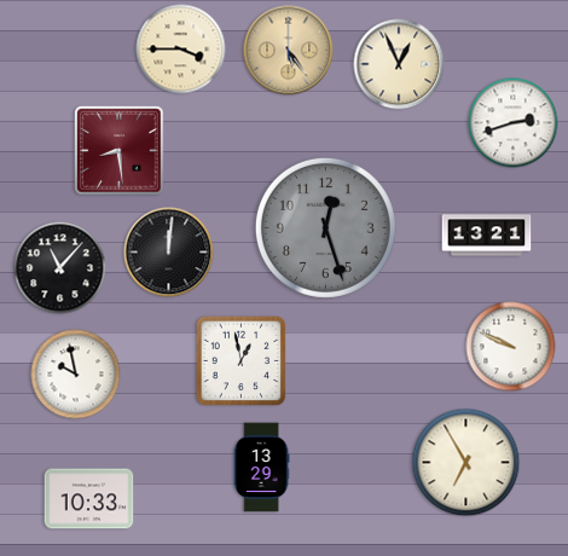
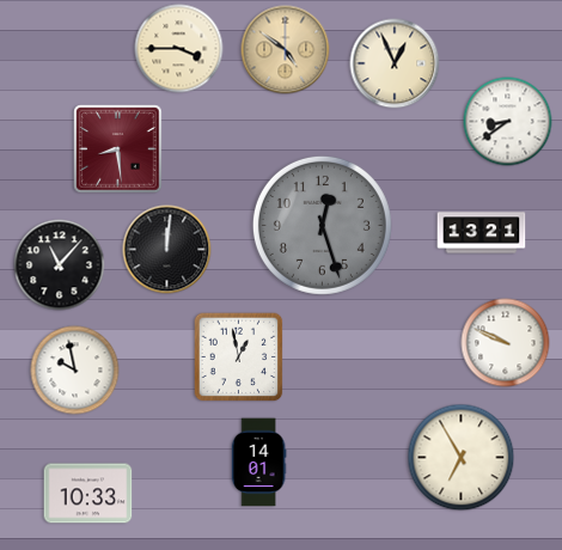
clock at (289, 51): 5:24 -> 4:51
clock at (514, 123): 2:42 -> 8:39
clock at (261, 468): 13:29 -> 14:01
